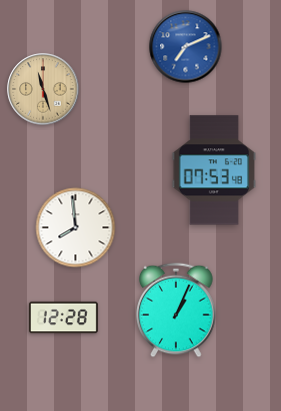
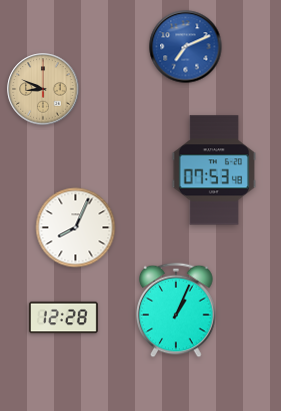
clock at (43, 89): 11:27 -> 8:49
clock at (76, 228): 7:59 -> 8:04
